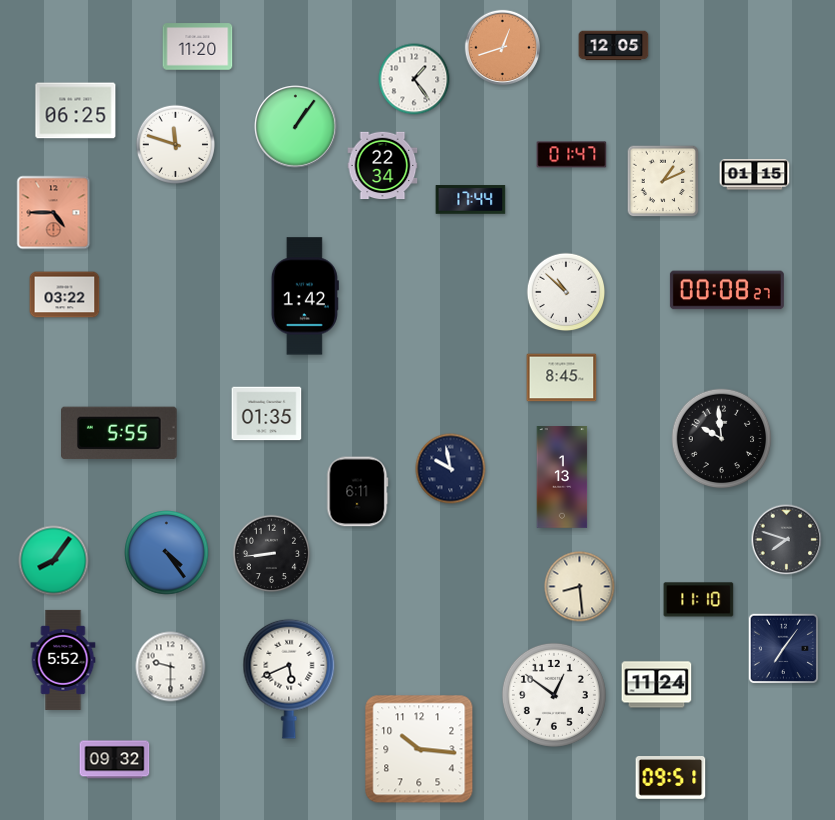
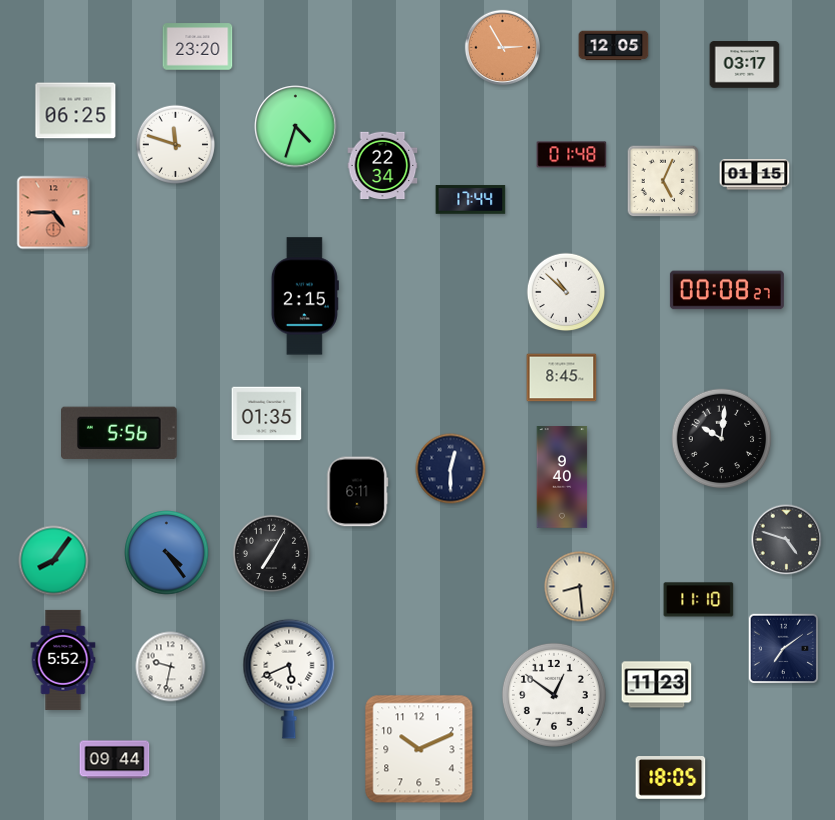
clock at (198, 47): 11:20 -> 23:20
clock at (502, 47): 12:42 -> 2:55
clock at (745, 65): none -> 03:17
clock at (414, 79): 1:24 -> none
clock at (296, 127): 1:06 -> 4:33
clock at (572, 155): 01:47 -> 01:48
clock at (663, 181): 1:11 -> 5:04
clock at (65, 295): 03:22 -> none
clock at (305, 296): 1:42 -> 2:15
clock at (120, 433): 5:55 -> 5:56
clock at (722, 439): 9:59 -> 10:01
clock at (451, 469): 9:58 -> 12:30
clock at (562, 477): 1:13 -> 9:40
clock at (787, 540): 7:48 -> 4:48
clock at (272, 554): 8:44 -> 7:05
clock at (783, 648): 7:06 -> 7:09
clock at (171, 667): 9:30 -> 9:32
clock at (657, 685): 11:24 -> 11:23
clock at (419, 749): 10:16 -> 10:11
clock at (115, 760): 09:32 -> 09:44
clock at (671, 778): 09:51 -> 18:05
